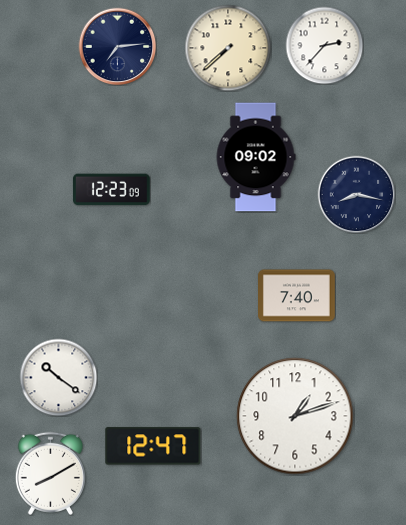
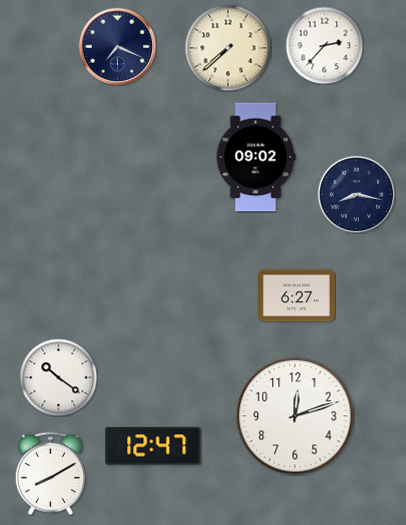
clock at (117, 46): 7:14 -> 7:19
clock at (111, 190): 12:23 -> none
clock at (297, 296): 7:40 -> 6:27
clock at (295, 416): 1:12 -> 12:12
